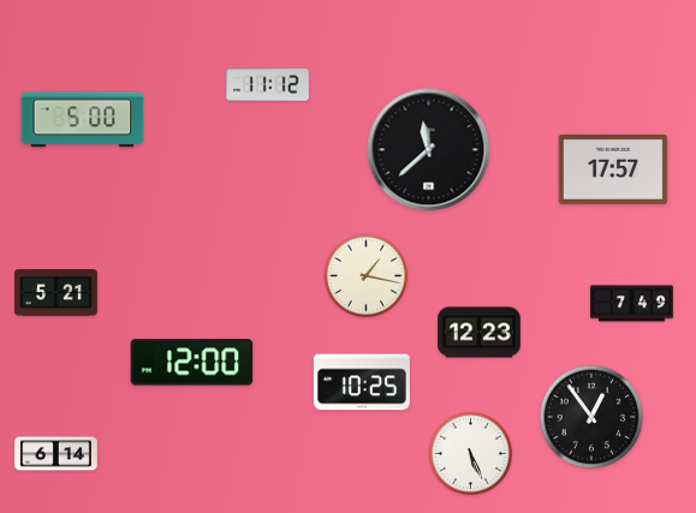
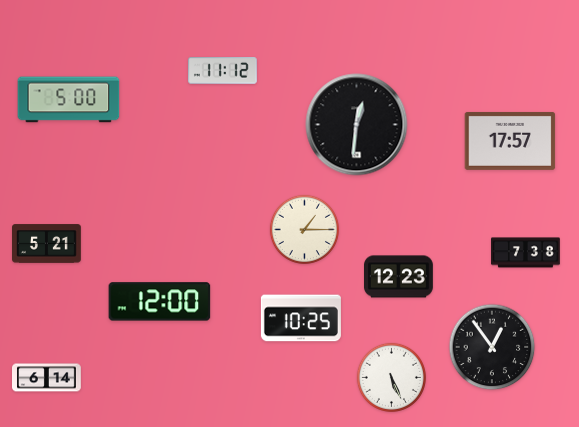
clock at (429, 150): 11:38 -> 12:31
clock at (365, 275): 1:17 -> 1:15
clock at (632, 304): 7:49 -> 7:38
